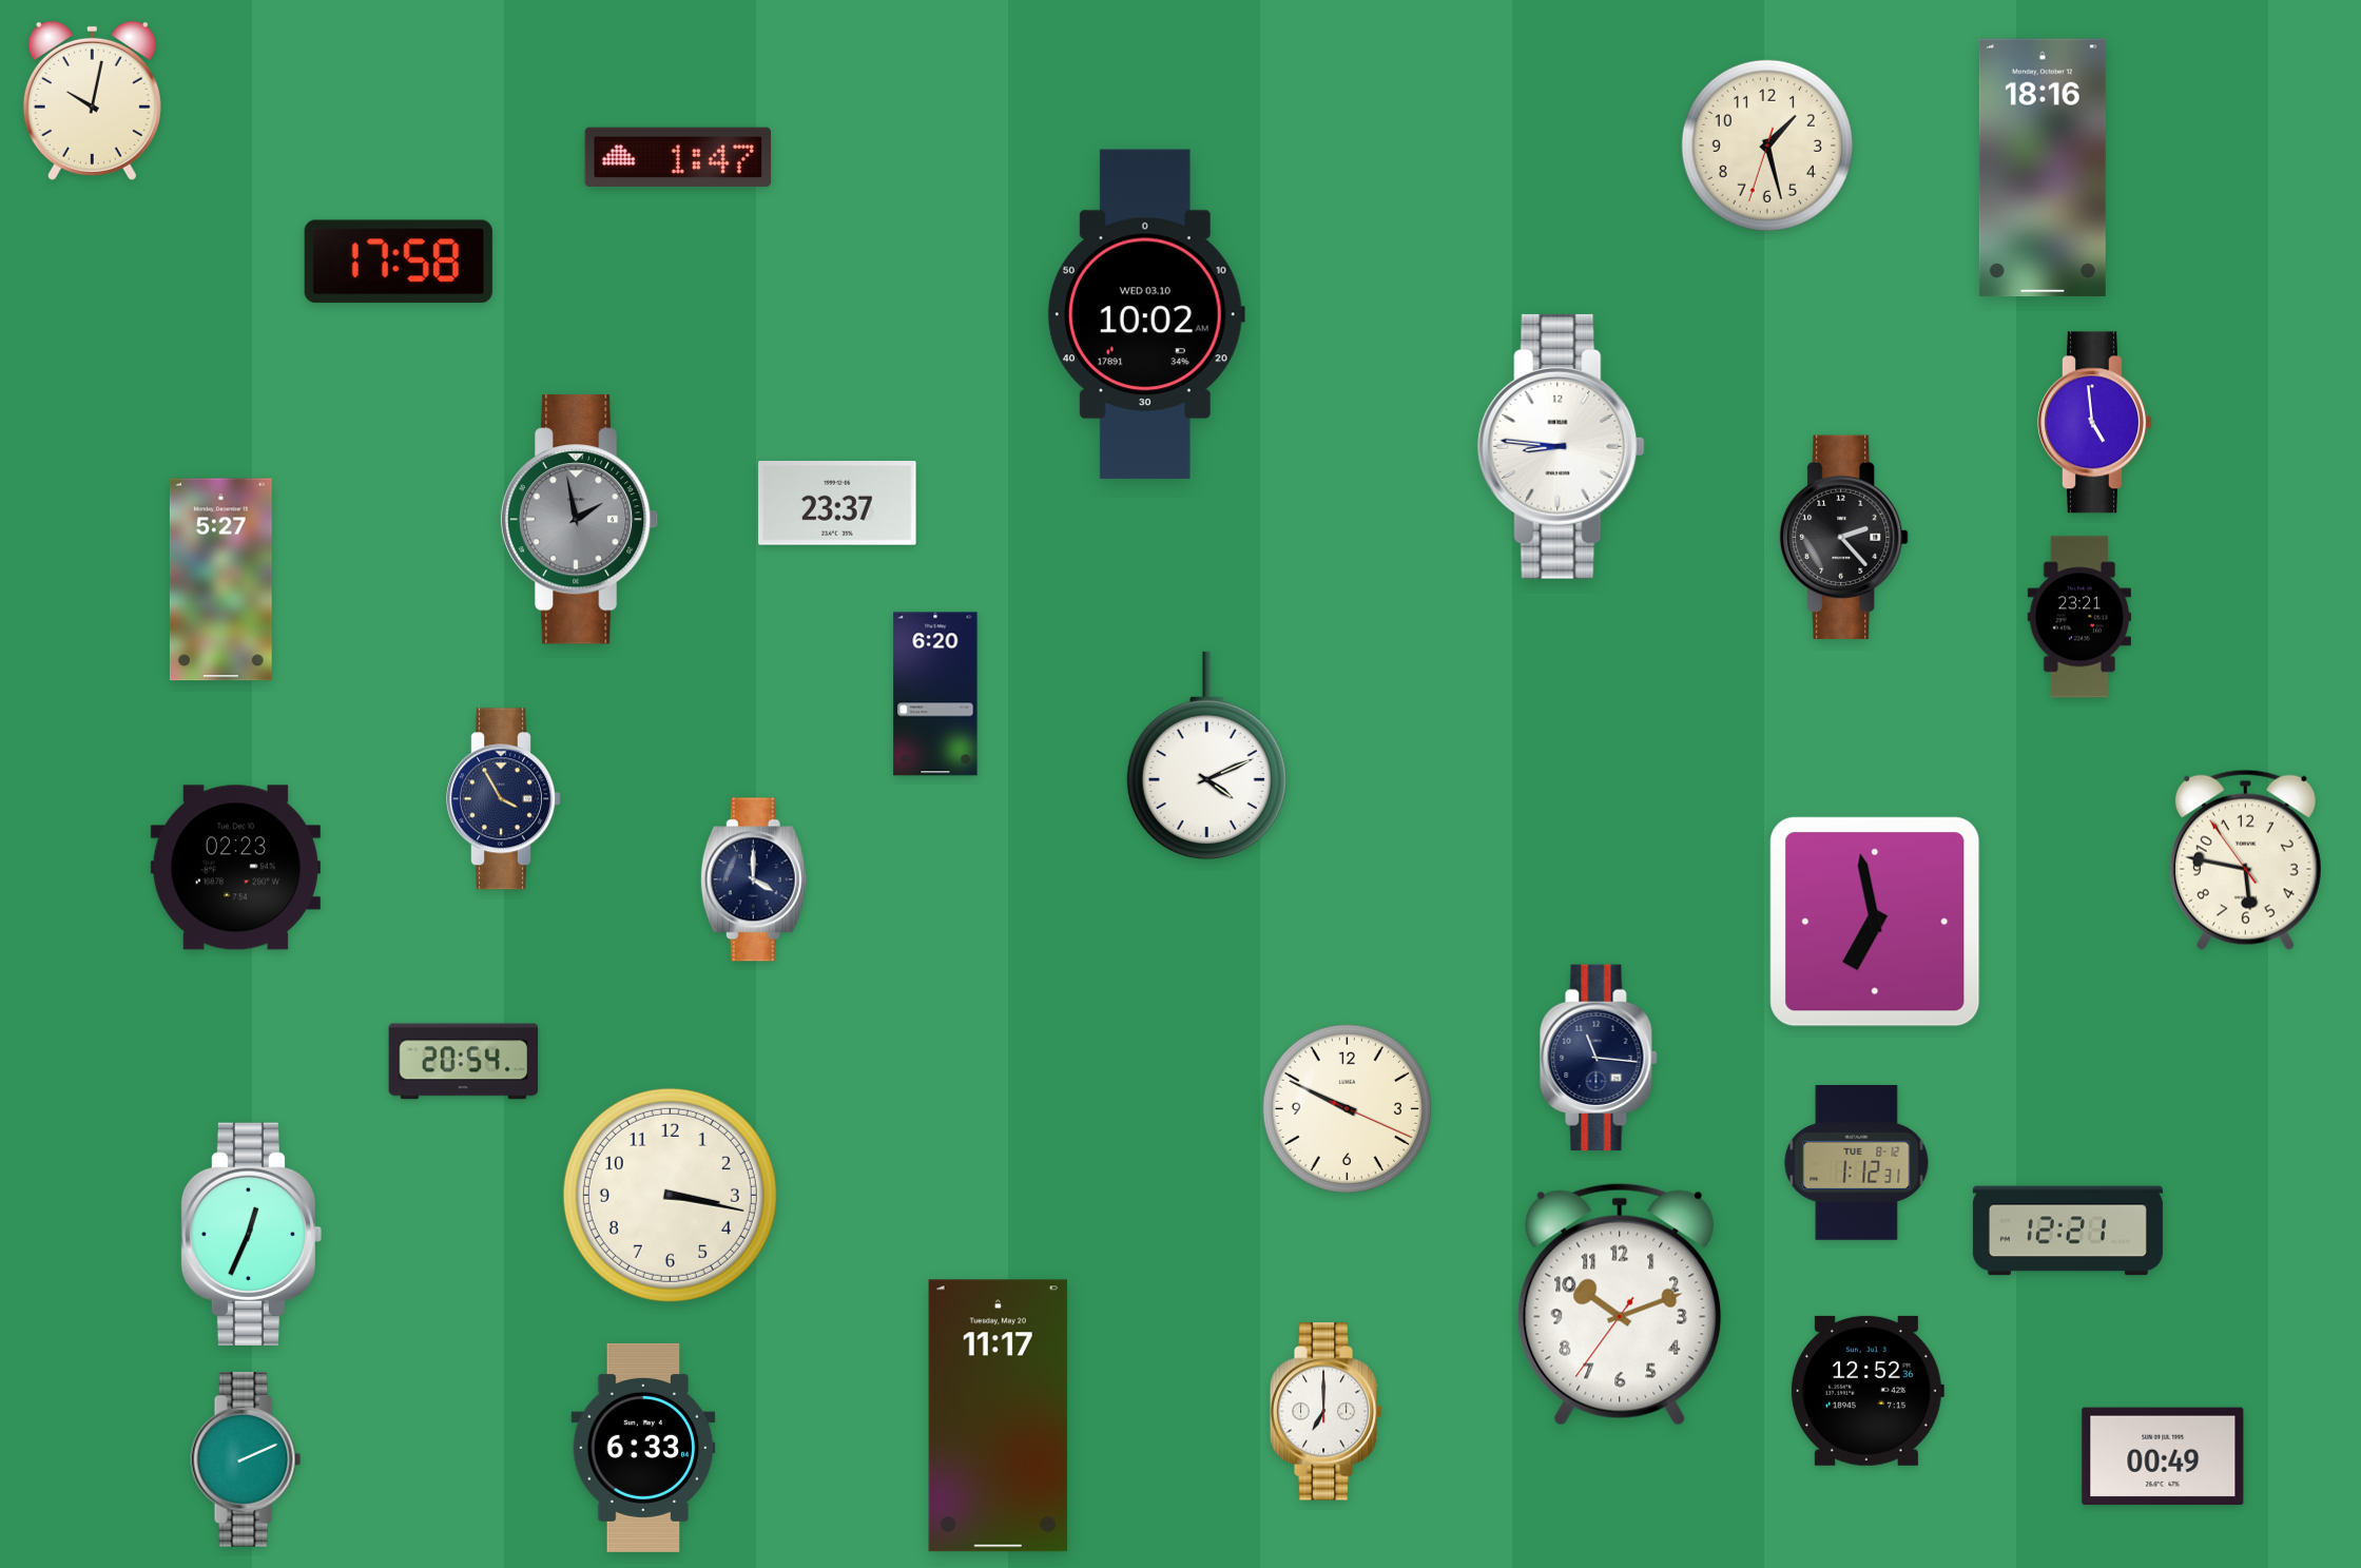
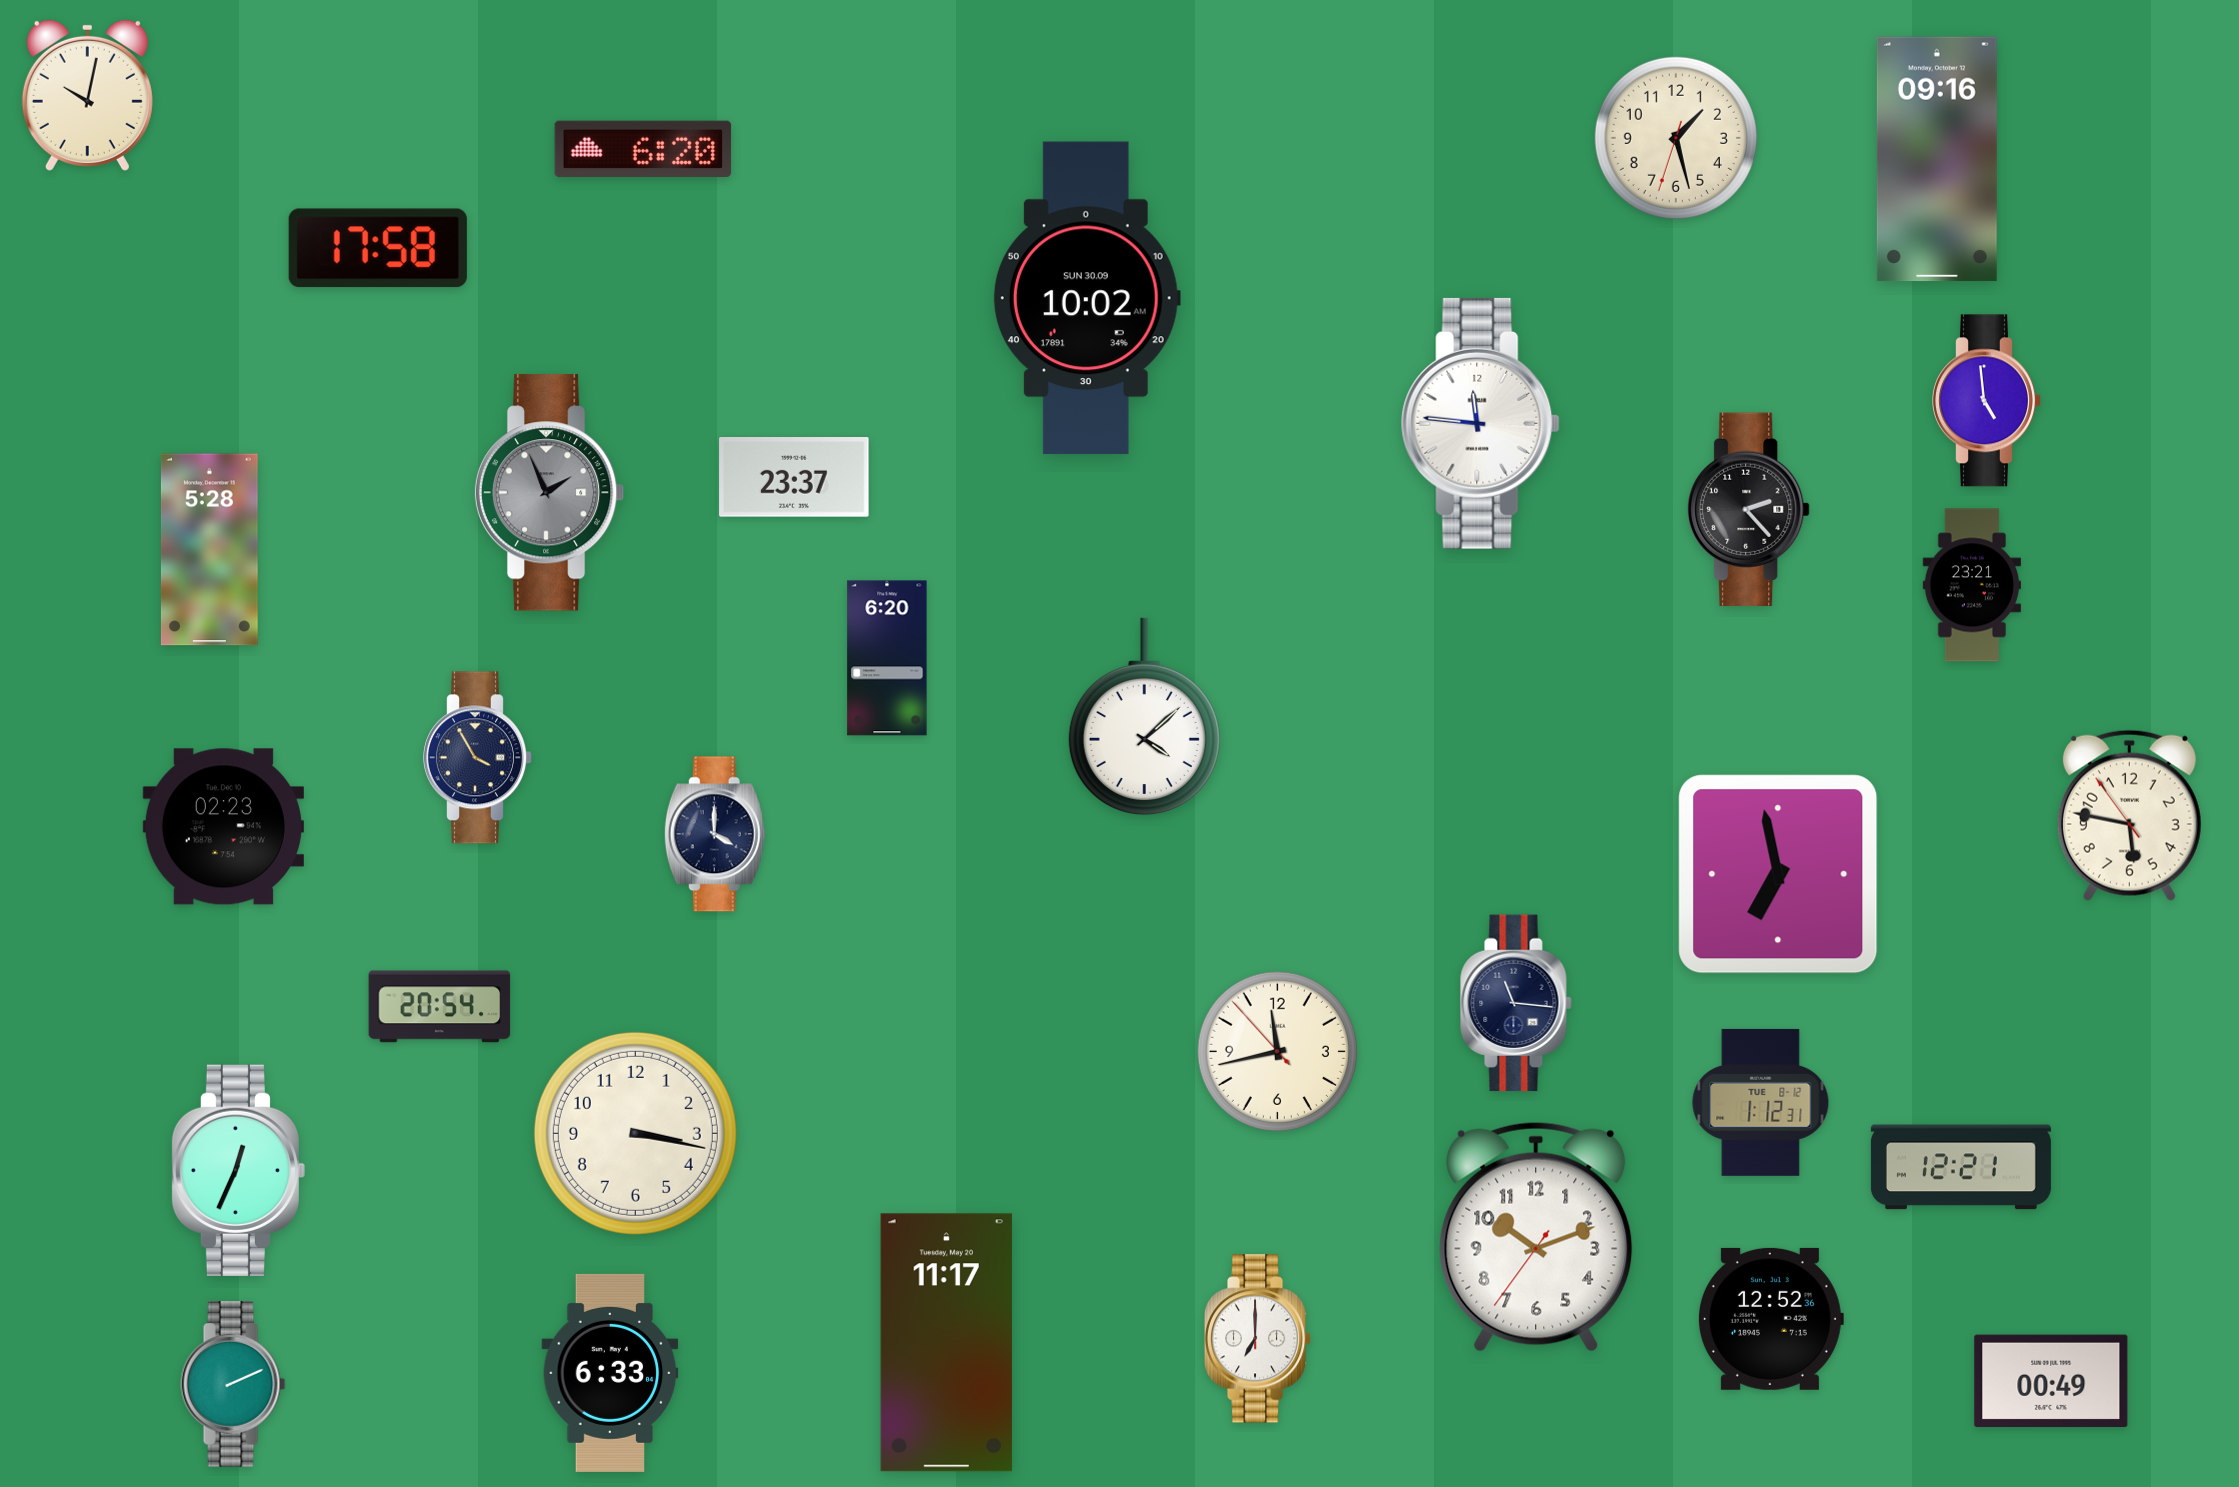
clock at (678, 156): 1:47 -> 6:20
clock at (2043, 168): 18:16 -> 09:16
clock at (1146, 314) date: WED 03.10 -> SUN 30.09
clock at (1562, 446): 8:46 -> 11:46
clock at (580, 520): 1:58 -> 1:56
clock at (220, 580): 5:27 -> 5:28
clock at (1206, 756): 4:11 -> 4:08
clock at (235, 868) position: (235, 868) -> (223, 827)
clock at (1347, 1108): 9:49 -> 11:42
